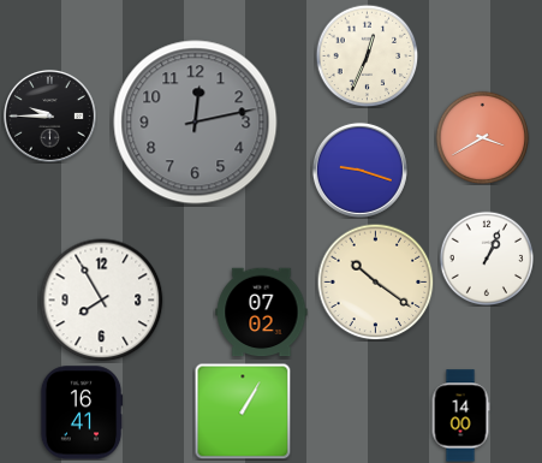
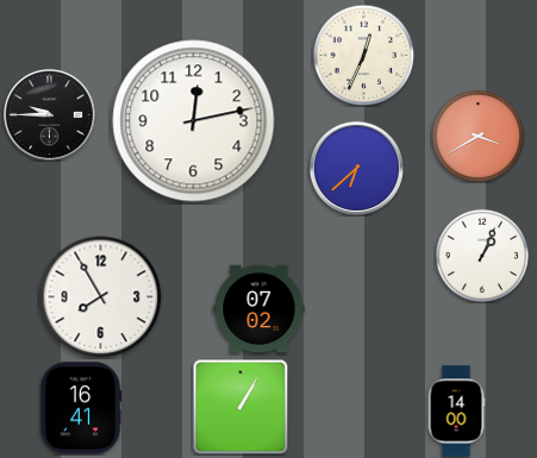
clock at (196, 123) dial: grey -> white
clock at (359, 170): 9:18 -> 6:38
clock at (375, 281): 10:21 -> none
